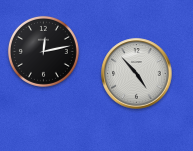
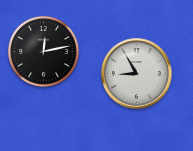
clock at (137, 74): 4:53 -> 8:55
